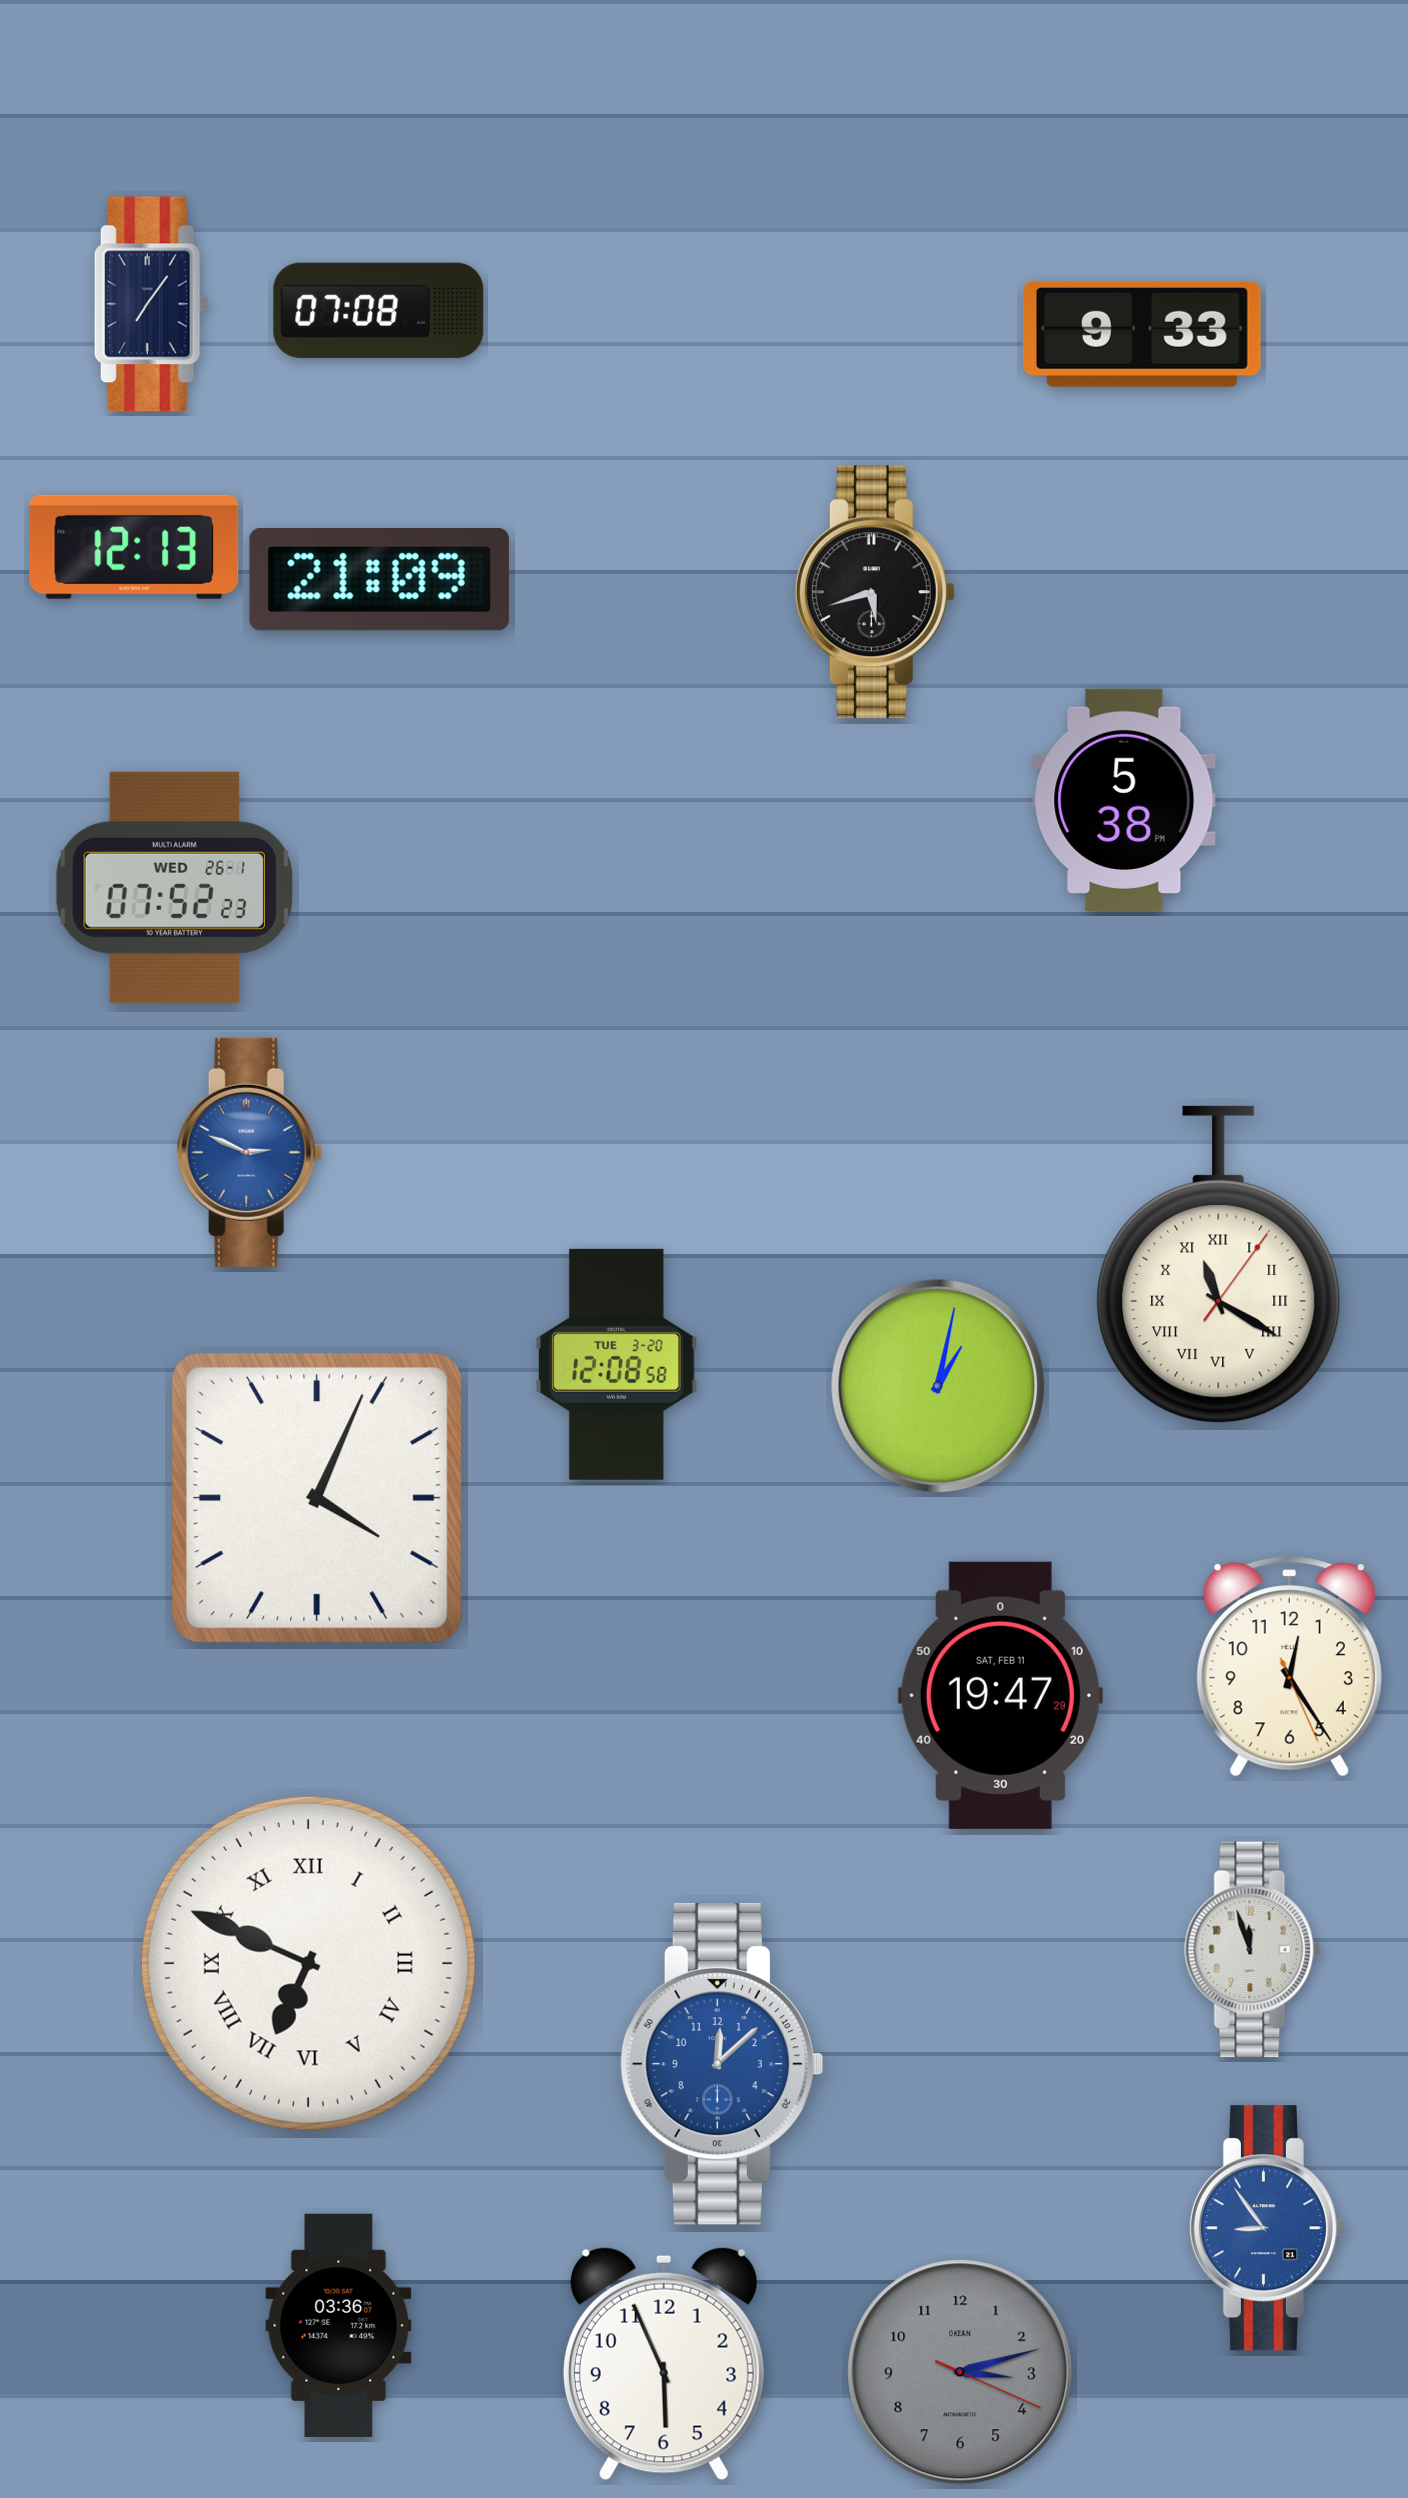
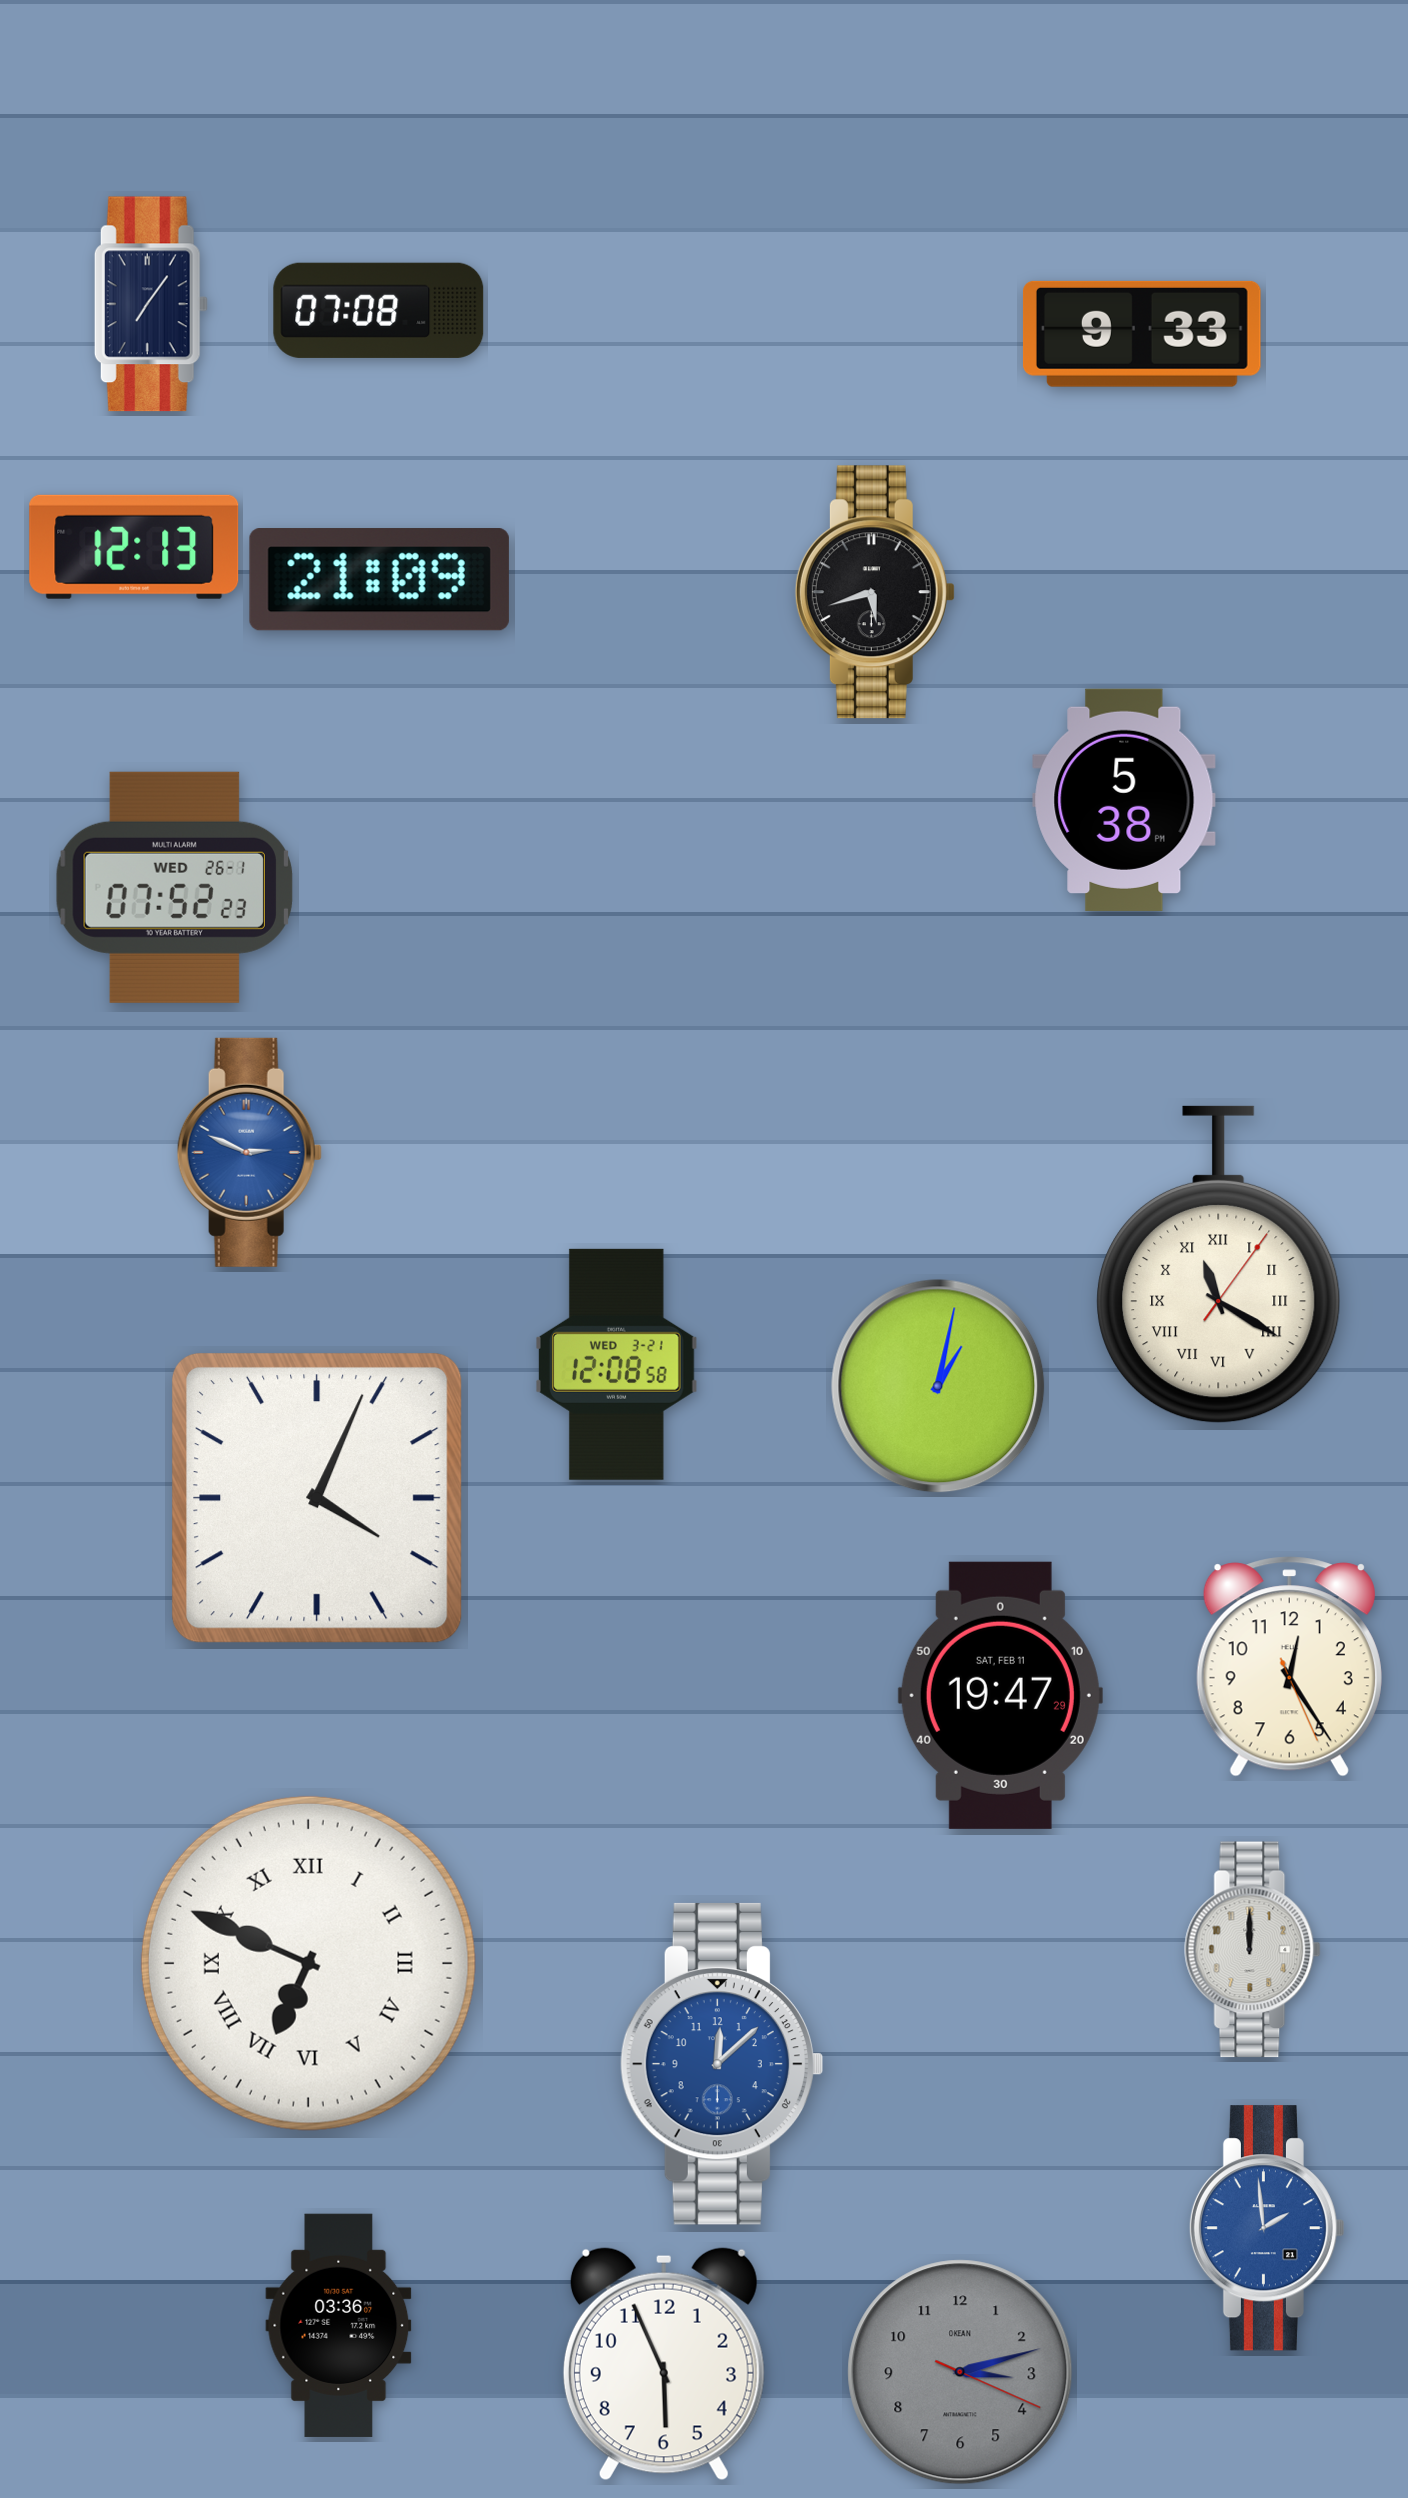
clock at (617, 1364) date: TUE 3-20 -> WED 3-21
clock at (1253, 1950): 11:57 -> 12:00
clock at (1266, 2228): 8:54 -> 1:59
